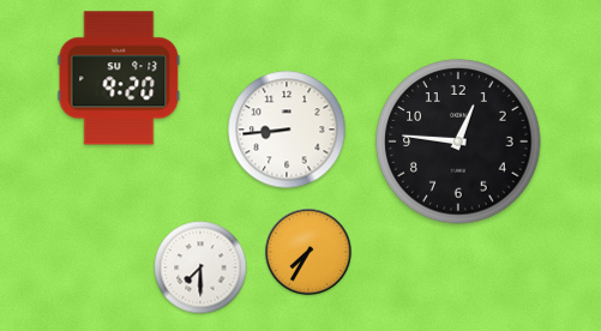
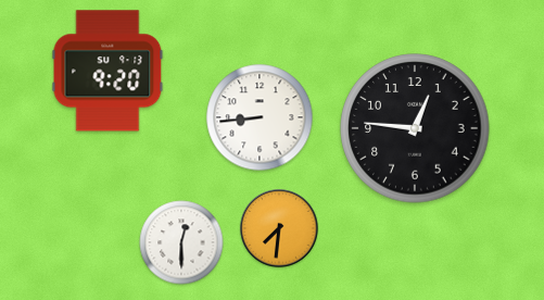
clock at (308, 252): 7:35 -> 7:31
clock at (200, 267): 7:30 -> 12:30
